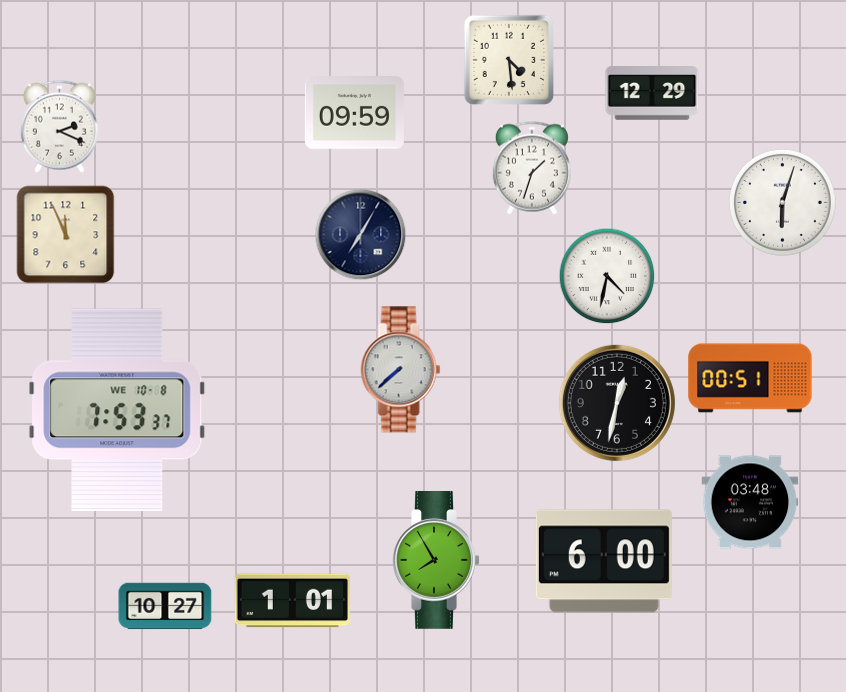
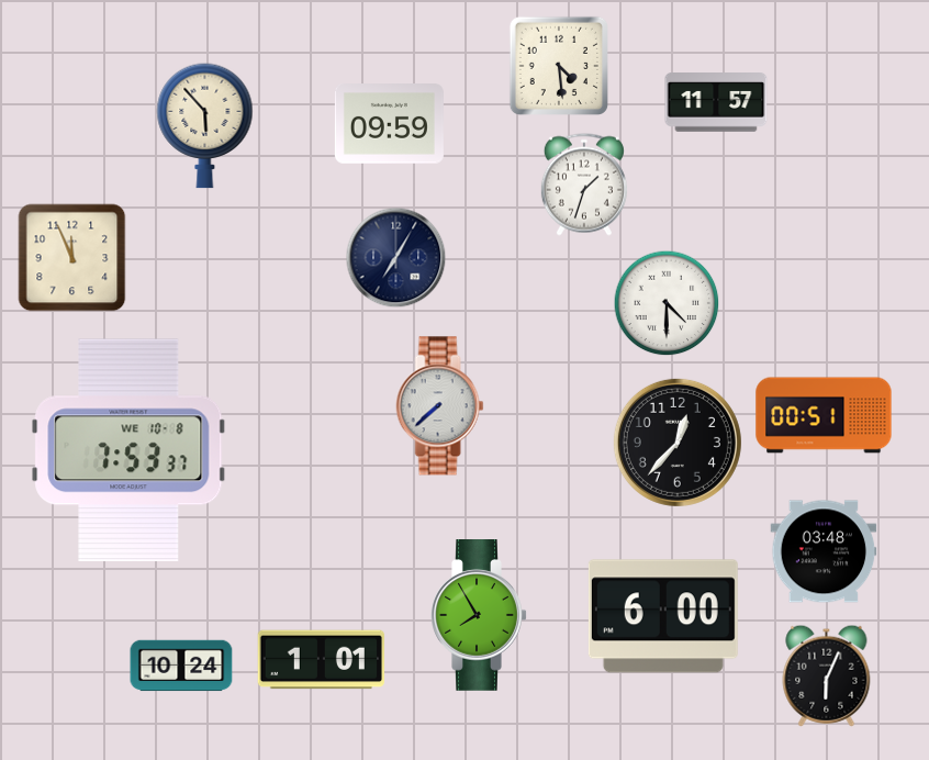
clock at (652, 94): 12:29 -> 11:57
clock at (205, 126): none -> 5:53
clock at (59, 126): 2:19 -> none
clock at (782, 202): 6:03 -> none
clock at (607, 276): 4:32 -> 4:30
clock at (617, 403): 12:32 -> 12:37
clock at (165, 606): 10:27 -> 10:24
clock at (827, 675): none -> 6:04
